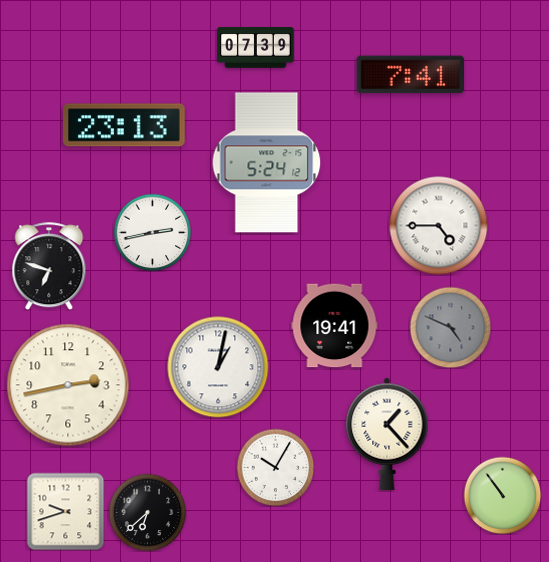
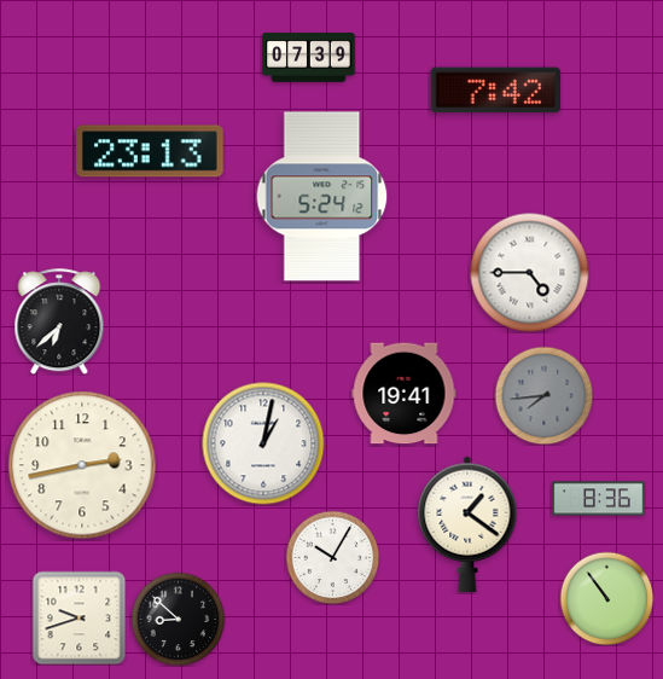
clock at (411, 75): 7:41 -> 7:42
clock at (152, 232): 2:43 -> none
clock at (49, 266): 6:48 -> 6:38
clock at (450, 327): 4:49 -> 7:44
clock at (599, 499): none -> 8:36
clock at (387, 434): 1:23 -> 1:21
clock at (275, 467) position: (275, 467) -> (332, 557)
clock at (147, 512): 6:38 -> 8:52
